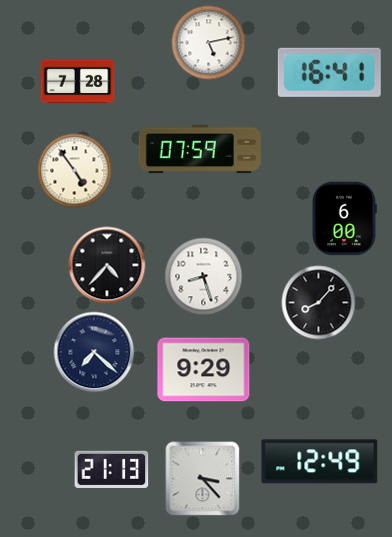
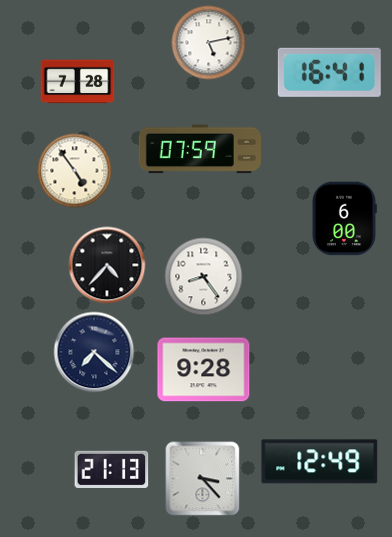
clock at (204, 277): 8:27 -> 8:24
clock at (319, 303): 8:07 -> none
clock at (204, 370): 9:29 -> 9:28
